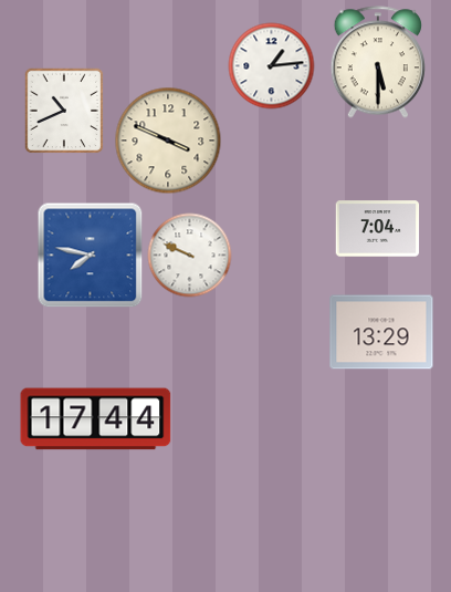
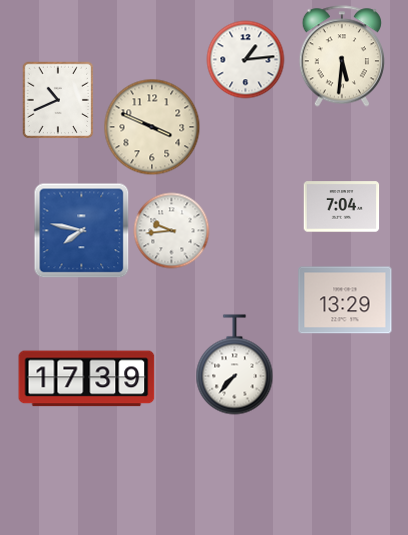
clock at (378, 62): 5:30 -> 5:31
clock at (190, 256): 9:49 -> 9:44
clock at (235, 365): none -> 7:37
clock at (96, 419): 17:44 -> 17:39
